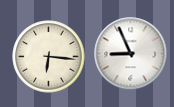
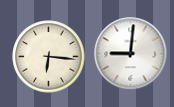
clock at (131, 54): 8:56 -> 9:01
